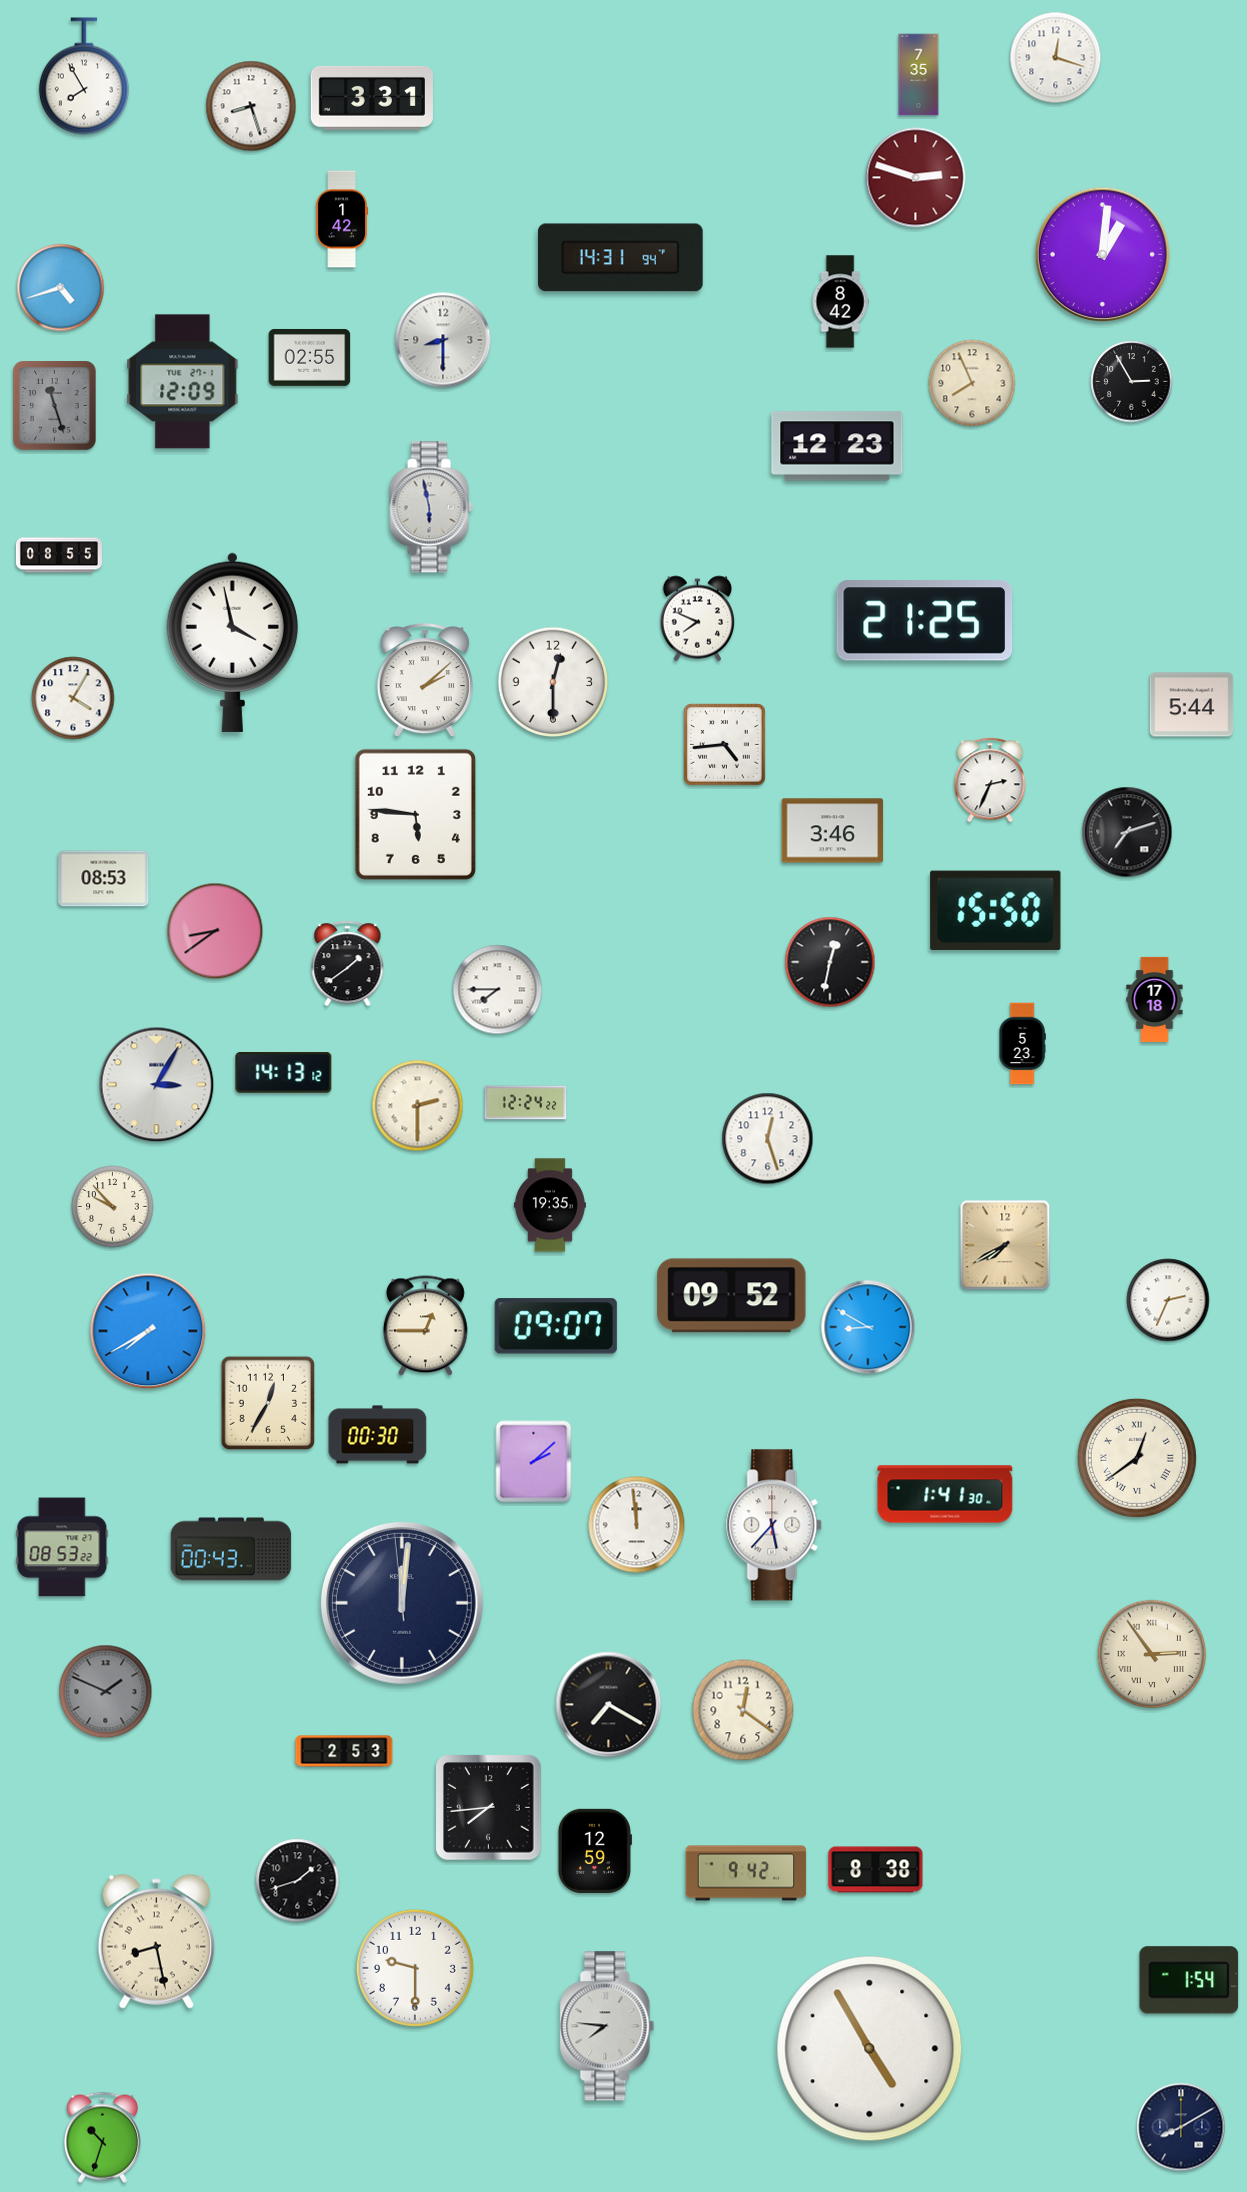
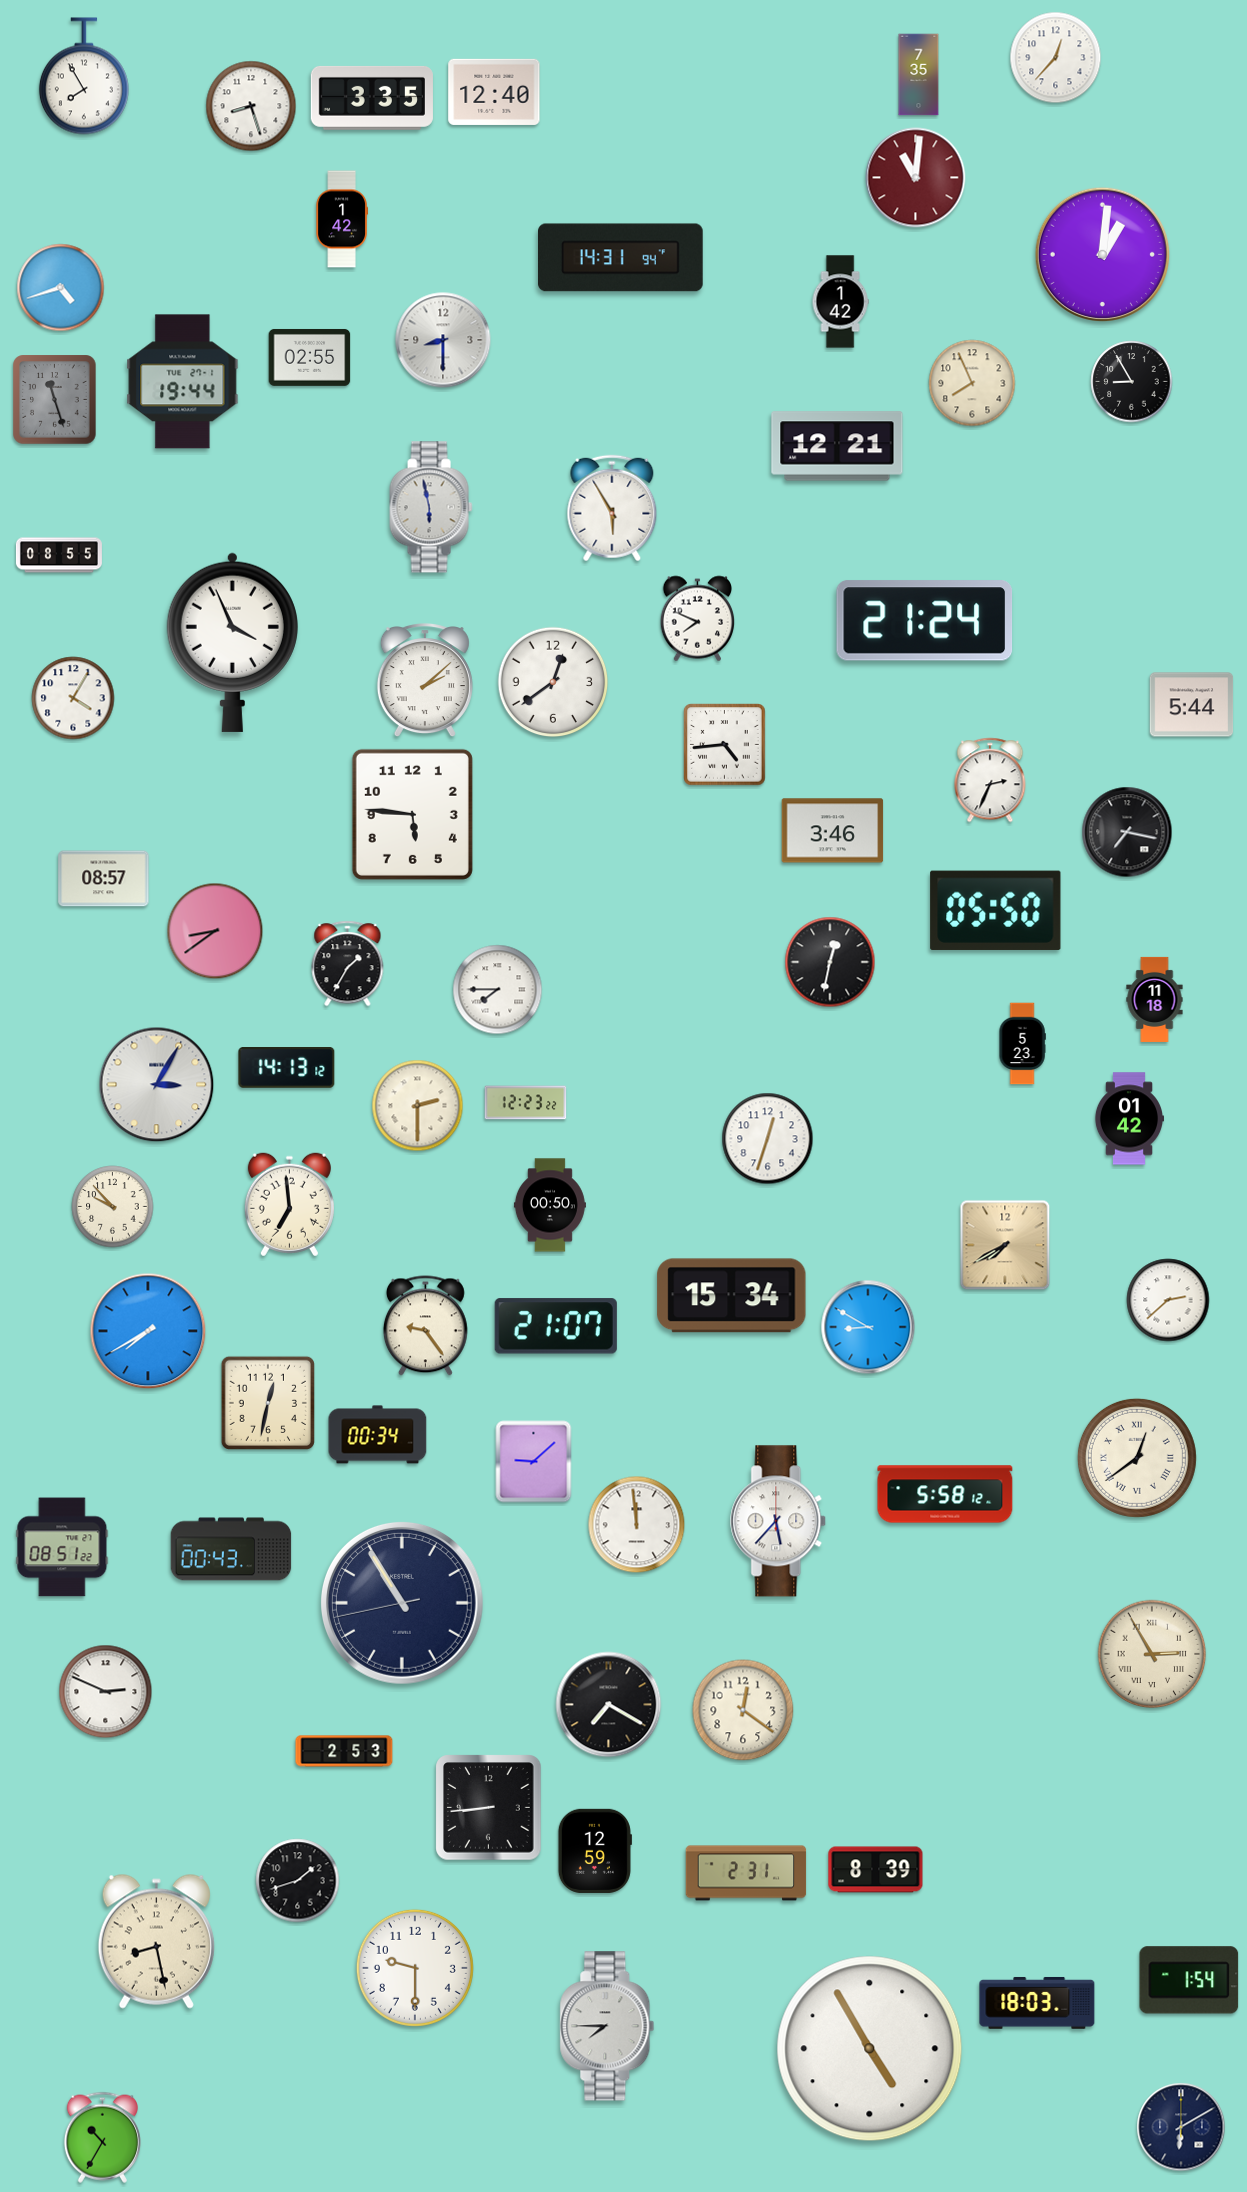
clock at (1056, 58): 12:18 -> 12:37
clock at (494, 92): none -> 12:40
clock at (372, 98): 3:31 -> 3:35
clock at (916, 178): 2:48 -> 11:01
clock at (840, 302): 8:42 -> 1:42
clock at (183, 382): 12:09 -> 19:44
clock at (1132, 382): 2:55 -> 8:55
clock at (55, 406) position: (55, 406) -> (55, 400)
clock at (837, 446): 12:23 -> 12:21
clock at (612, 508): none -> 5:55
clock at (925, 621): 21:25 -> 21:24
clock at (232, 642): 3:58 -> 3:56
clock at (553, 682): 12:30 -> 12:39
clock at (415, 814) position: (415, 814) -> (412, 814)
clock at (1127, 832): 7:12 -> 7:17
clock at (104, 879): 08:53 -> 08:57
clock at (996, 910): 15:50 -> 05:50
clock at (348, 964): 1:39 -> 1:35
clock at (1155, 999): 17:18 -> 11:18
clock at (284, 1073) position: (284, 1073) -> (287, 1068)
clock at (526, 1103): 12:24 -> 12:23
clock at (1128, 1119): none -> 01:42
clock at (768, 1139): 12:27 -> 12:33
clock at (289, 1205): none -> 6:59
clock at (550, 1205): 19:35 -> 00:50
clock at (732, 1296): 09:52 -> 15:34
clock at (1168, 1300): 2:34 -> 2:38
clock at (425, 1326): 12:45 -> 9:24
clock at (556, 1326): 09:07 -> 21:07
clock at (268, 1403): 12:35 -> 12:32
clock at (378, 1435): 00:30 -> 00:34
clock at (534, 1462): 2:08 -> 9:08
clock at (945, 1494): 1:41 -> 5:58
clock at (775, 1525) position: (775, 1525) -> (779, 1521)
clock at (62, 1547): 08:53 -> 08:51
clock at (402, 1603): 12:00 -> 10:54
clock at (1152, 1654): 2:54 -> 2:55
clock at (106, 1692): 1:49 -> 2:49
clock at (106, 1692) dial: grey -> white
clock at (489, 1808): 7:44 -> 8:44
clock at (876, 1870): 8:38 -> 8:39
clock at (746, 1873): 9:42 -> 2:31
clock at (1037, 2003): none -> 18:03
clock at (607, 2026): 7:46 -> 7:45
clock at (1181, 2127): 8:10 -> 6:10
clock at (102, 2137): 10:33 -> 10:35
